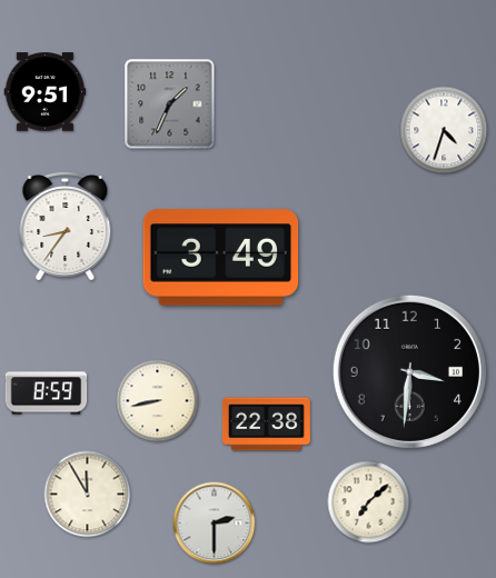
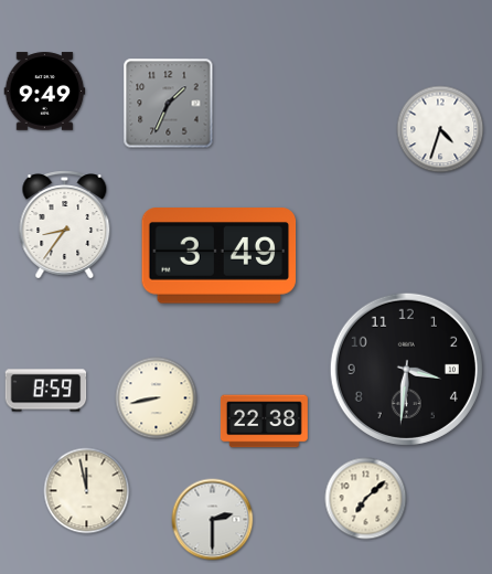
clock at (46, 92): 9:51 -> 9:49
clock at (88, 495): 11:55 -> 11:58
